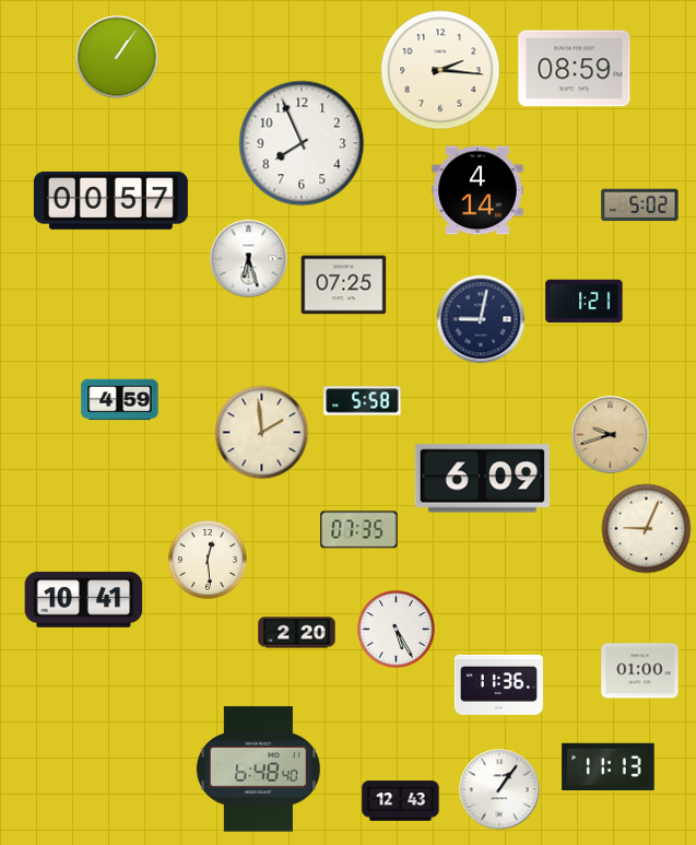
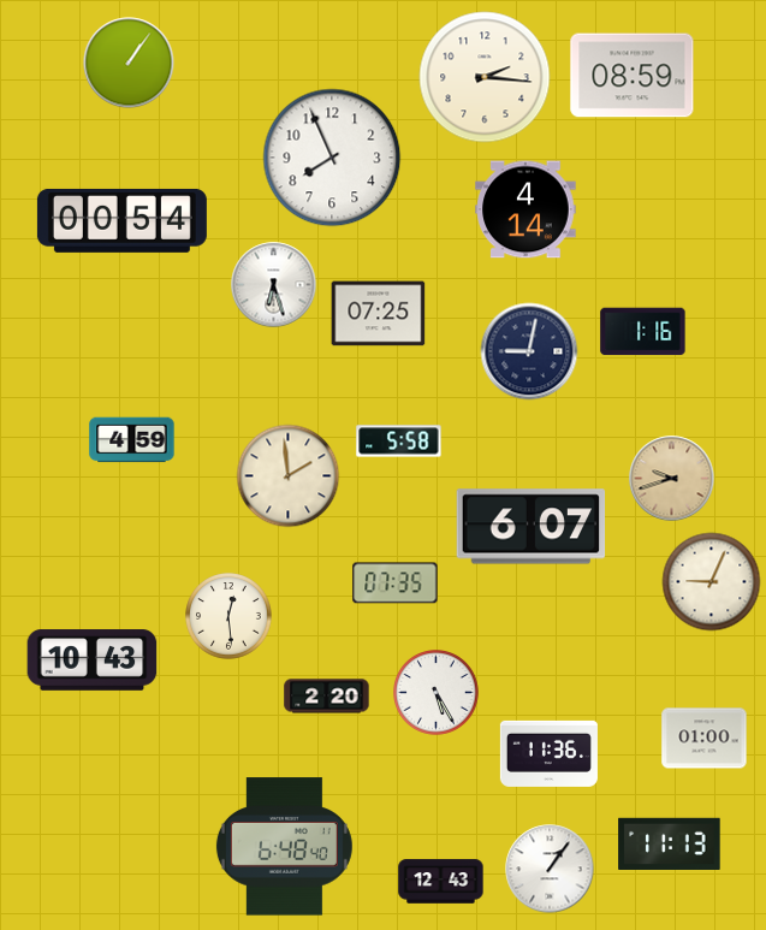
clock at (110, 200): 00:57 -> 00:54
clock at (640, 206): 5:02 -> none
clock at (585, 302): 1:21 -> 1:16
clock at (483, 479): 6:09 -> 6:07
clock at (84, 600): 10:41 -> 10:43
